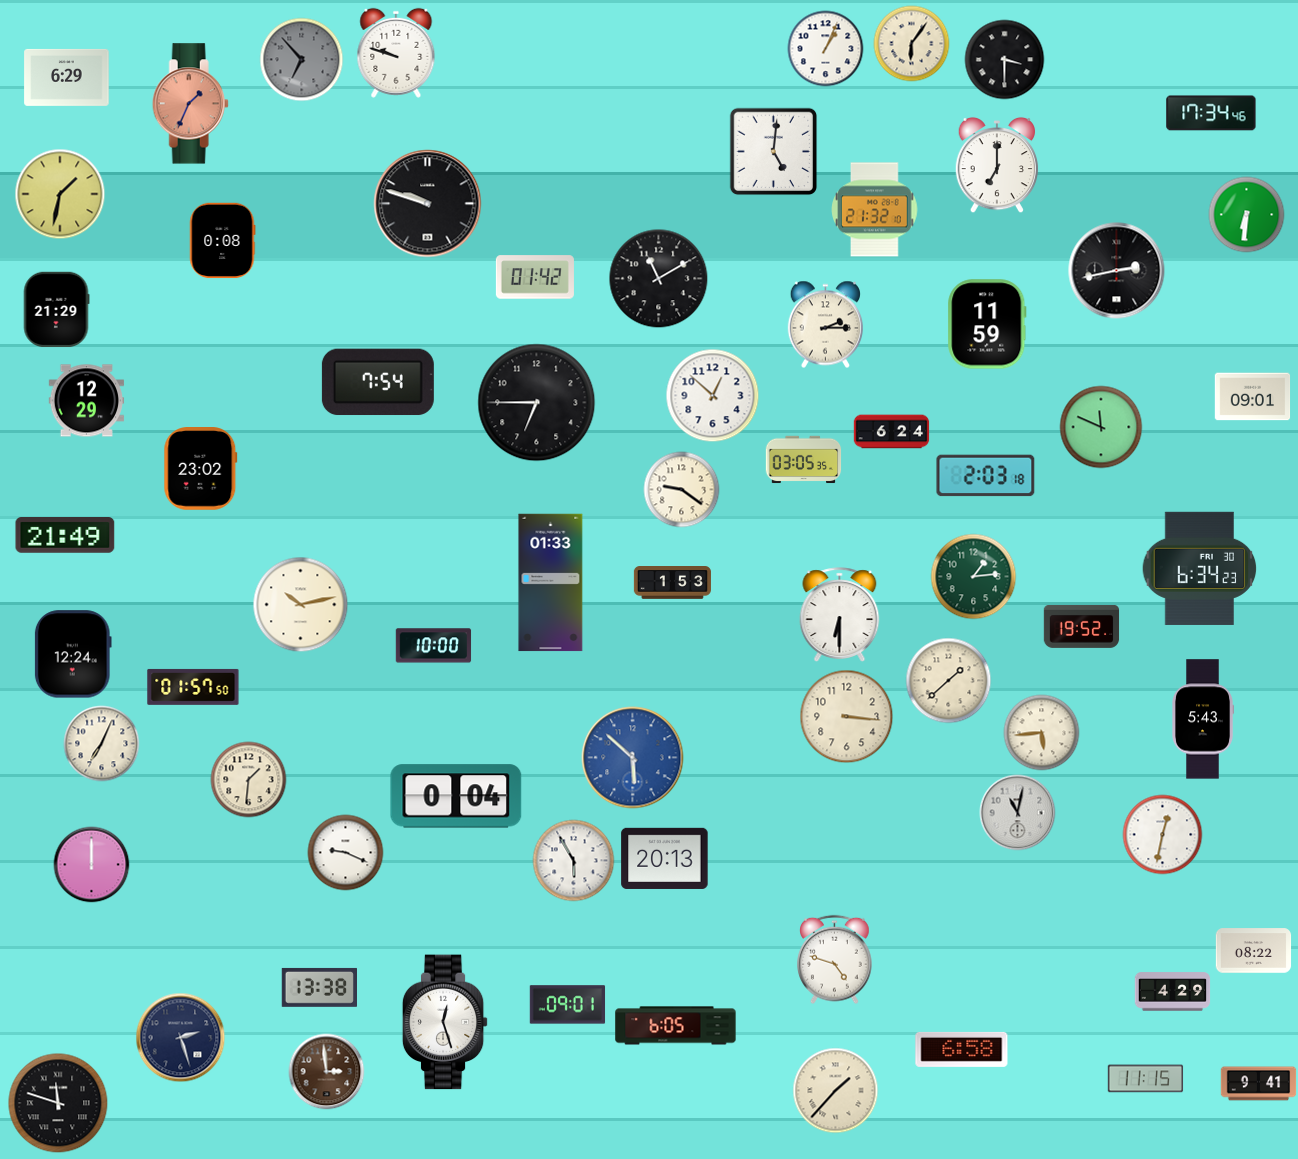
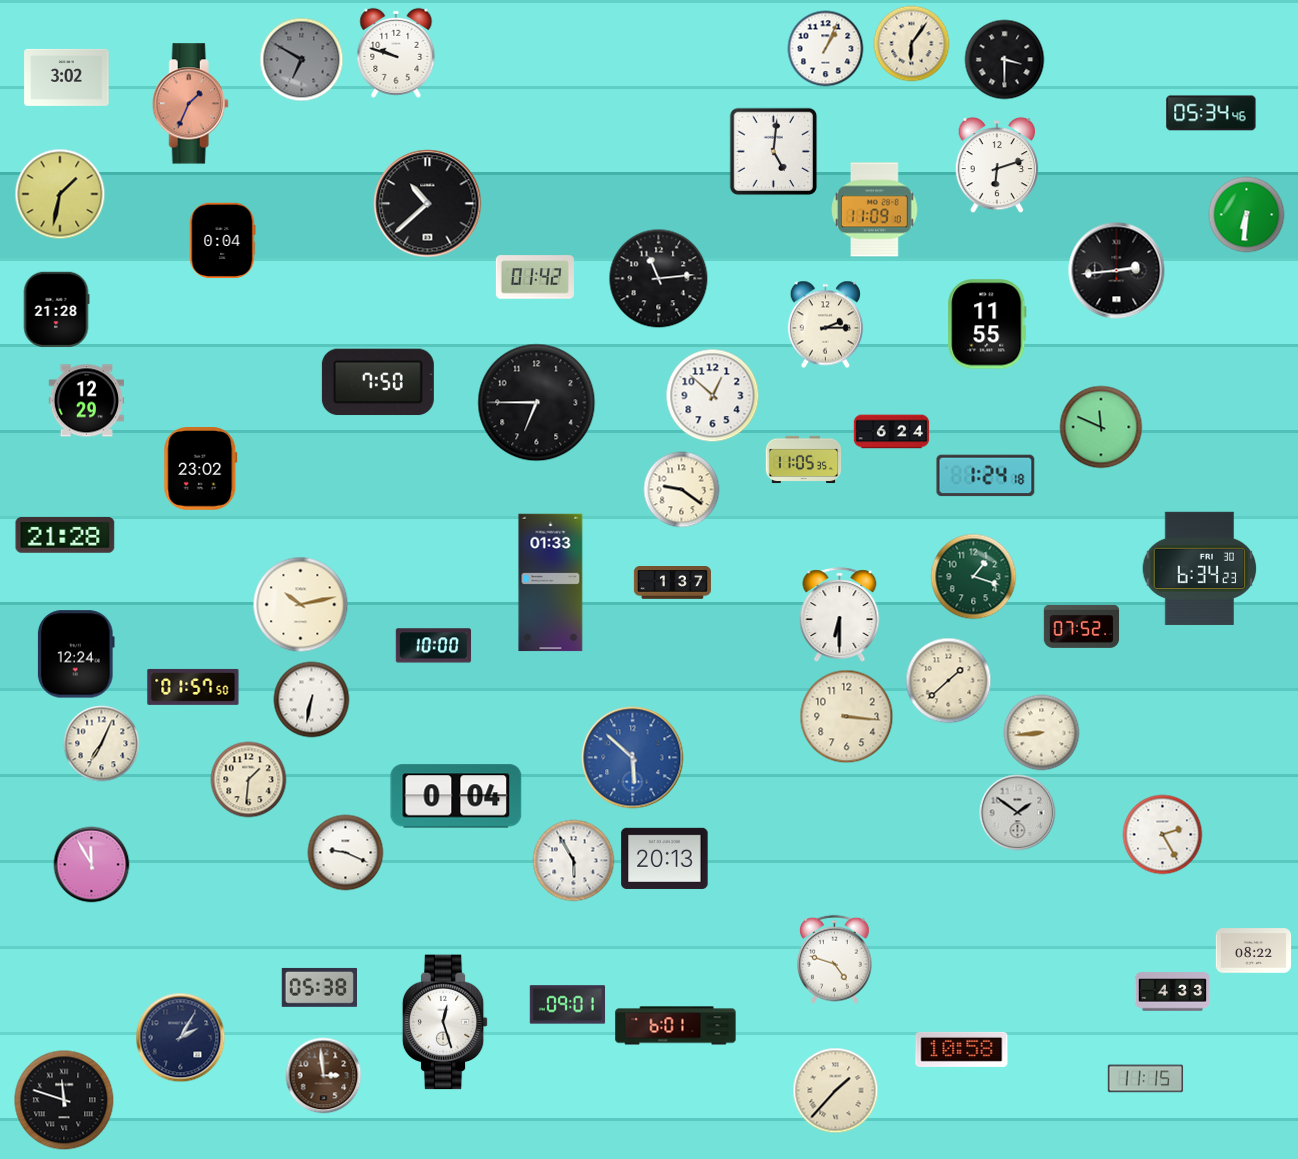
clock at (302, 60): 6:53 -> 6:50
clock at (67, 77): 6:29 -> 3:02
clock at (1211, 113): 17:34 -> 05:34
clock at (996, 165): 7:00 -> 6:12
clock at (428, 204): 9:48 -> 10:38
clock at (875, 210): 21:32 -> 11:09
clock at (222, 241): 0:08 -> 0:04
clock at (1117, 271): 2:43 -> 2:44
clock at (659, 279): 11:10 -> 11:14
clock at (56, 310): 21:29 -> 21:28
clock at (987, 324): 11:59 -> 11:55
clock at (378, 382): 7:54 -> 7:50
clock at (1253, 397): 09:01 -> none
clock at (804, 460): 03:05 -> 11:05
clock at (986, 476): 2:03 -> 1:24
clock at (65, 536): 21:49 -> 21:28
clock at (974, 577): 1:14 -> 1:18
clock at (672, 583): 1:53 -> 1:37
clock at (1082, 626): 19:52 -> 07:52
clock at (73, 654) position: (73, 654) -> (76, 654)
clock at (312, 700): none -> 6:32
clock at (1203, 719): 5:43 -> none
clock at (1042, 733): 5:44 -> 8:44
clock at (1018, 813): 11:02 -> 1:51
clock at (1163, 835): 12:32 -> 2:25
clock at (92, 865): 12:00 -> 11:55
clock at (319, 987): 13:38 -> 05:38
clock at (1173, 992): 4:29 -> 4:33
clock at (676, 1026): 6:05 -> 6:01
clock at (181, 1038): 2:27 -> 2:05
clock at (962, 1049): 6:58 -> 10:58
clock at (327, 1072) position: (327, 1072) -> (324, 1076)
clock at (1259, 1084): 9:41 -> none
clock at (58, 1103) position: (58, 1103) -> (64, 1100)
